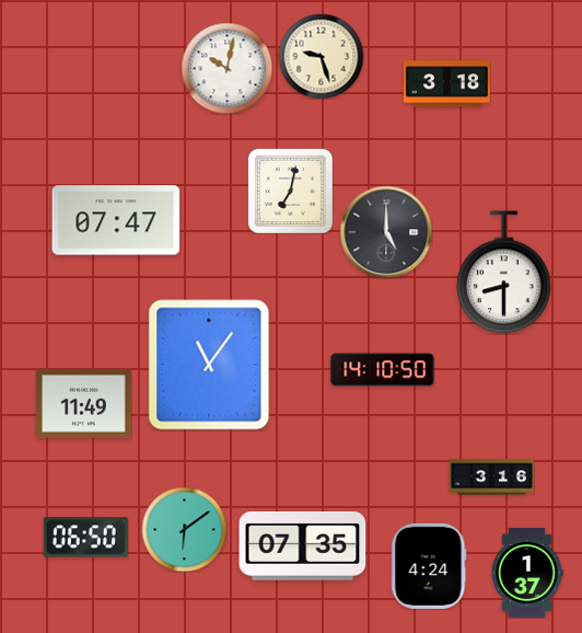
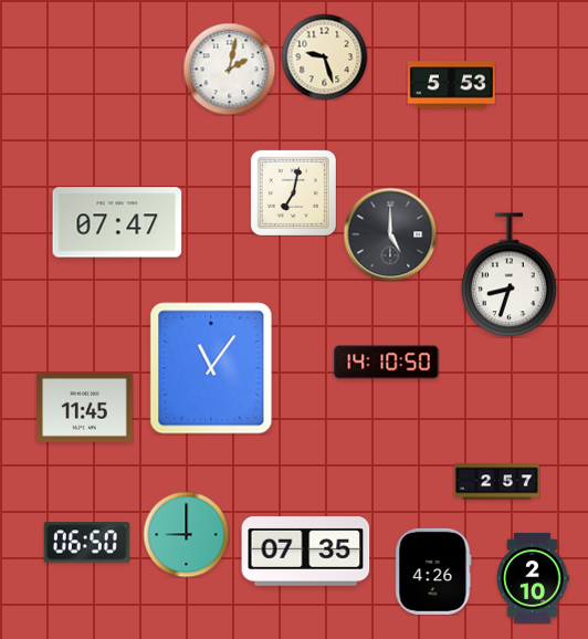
clock at (226, 68): 10:02 -> 2:02
clock at (446, 84): 3:18 -> 5:53
clock at (504, 273): 8:30 -> 8:33
clock at (383, 370) position: (383, 370) -> (387, 363)
clock at (84, 403): 11:49 -> 11:45
clock at (491, 477): 3:16 -> 2:57
clock at (184, 529): 6:09 -> 9:00
clock at (429, 566): 4:24 -> 4:26
clock at (527, 573): 1:37 -> 2:10
